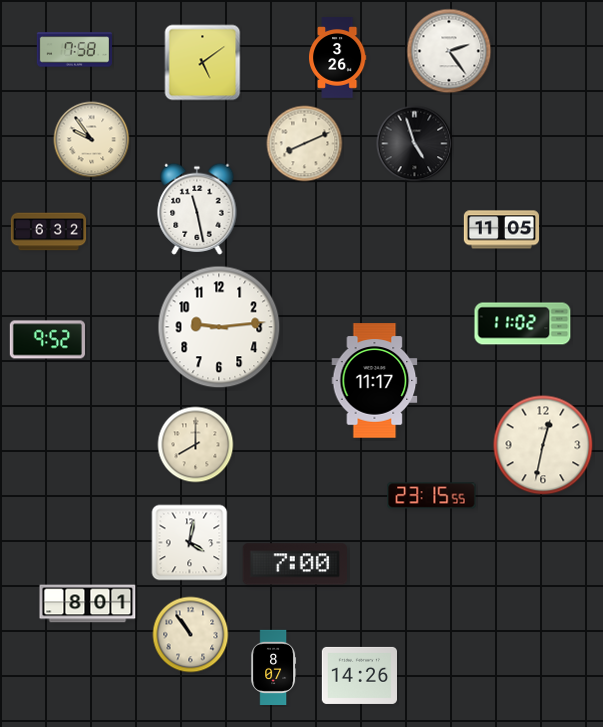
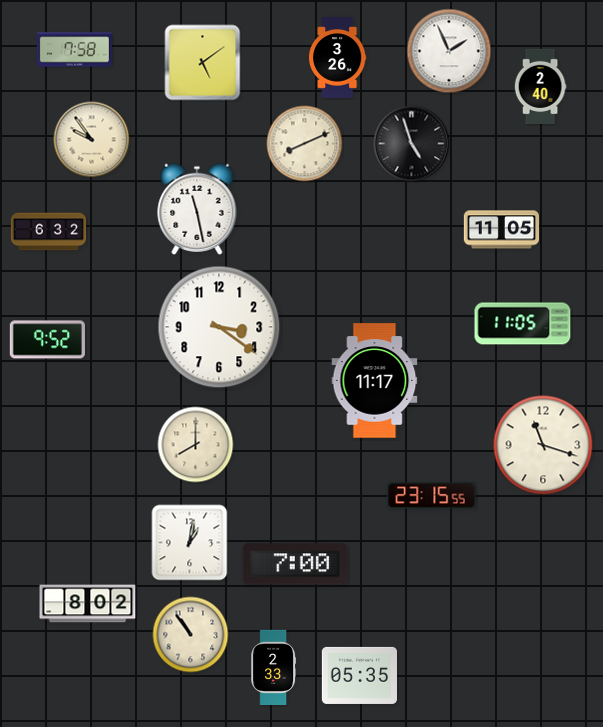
clock at (449, 51): 2:24 -> 1:56
clock at (540, 86): none -> 2:40
clock at (415, 144) position: (415, 144) -> (412, 144)
clock at (523, 324): 11:02 -> 11:05
clock at (219, 327): 9:14 -> 3:21
clock at (543, 445): 12:32 -> 11:18
clock at (190, 543): 4:02 -> 1:02
clock at (88, 604): 8:01 -> 8:02
clock at (274, 667): 8:07 -> 2:33
clock at (359, 675): 14:26 -> 05:35
